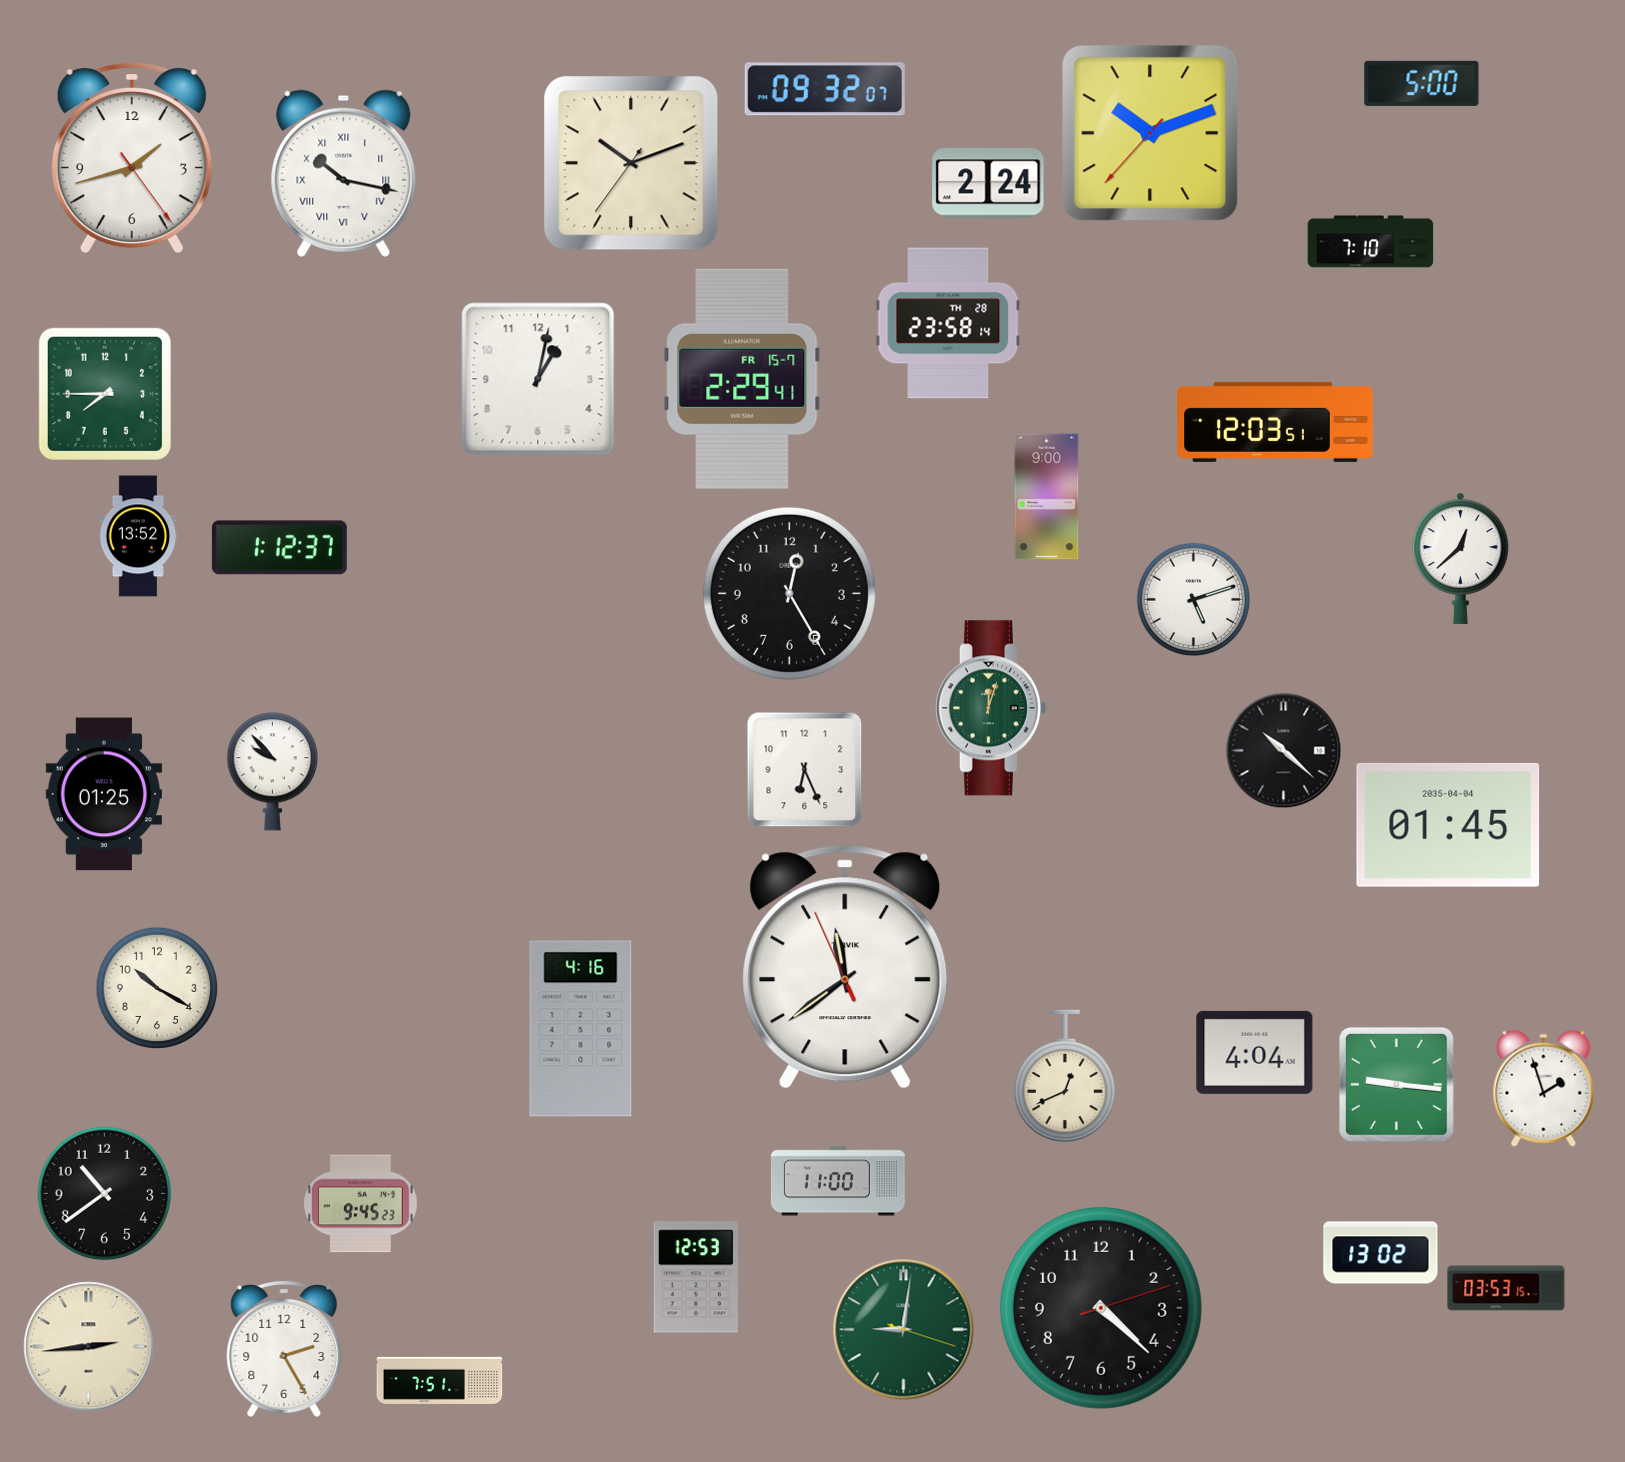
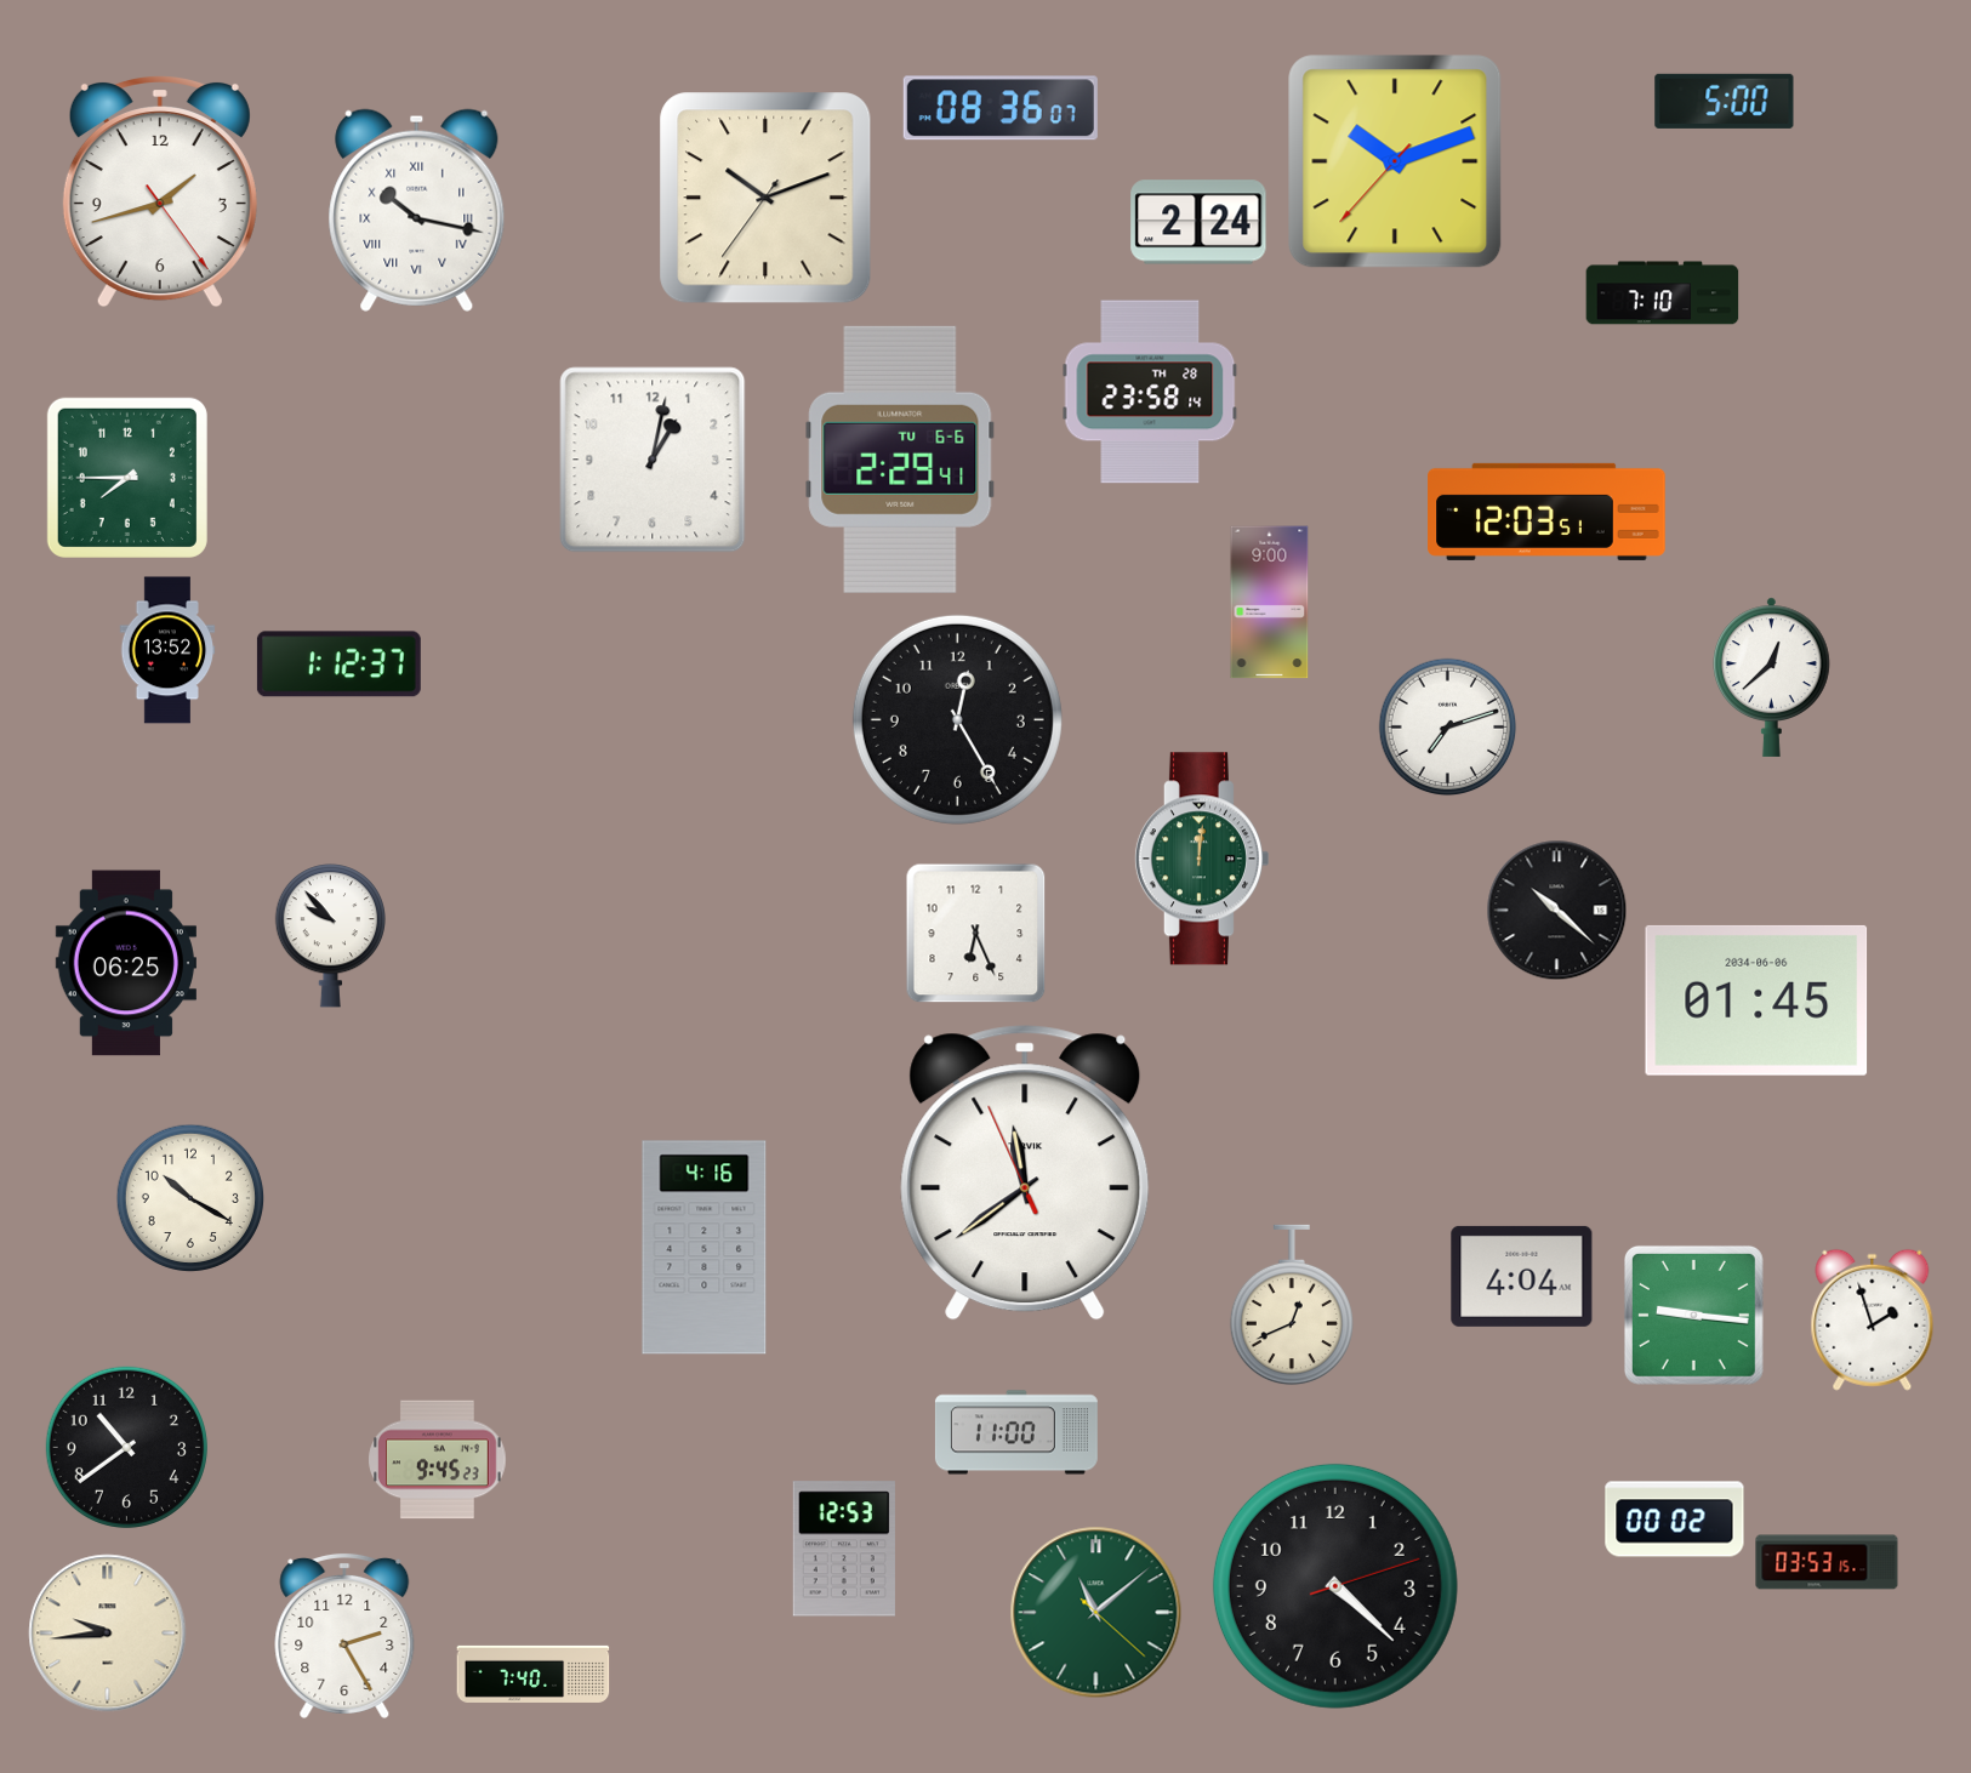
clock at (825, 89): 09:32 -> 08:36
clock at (742, 379) date: FR 15-7 -> TU 6-6
clock at (1194, 600): 5:12 -> 7:12
clock at (990, 708): 12:03 -> 12:01
clock at (104, 794): 01:25 -> 06:25
clock at (1448, 825) date: 2035-04-04 -> 2034-06-06
clock at (1381, 1253): 13:02 -> 00:02
clock at (904, 1330): 9:01 -> 11:08
clock at (89, 1347): 2:44 -> 9:44
clock at (440, 1380): 7:51 -> 7:40
